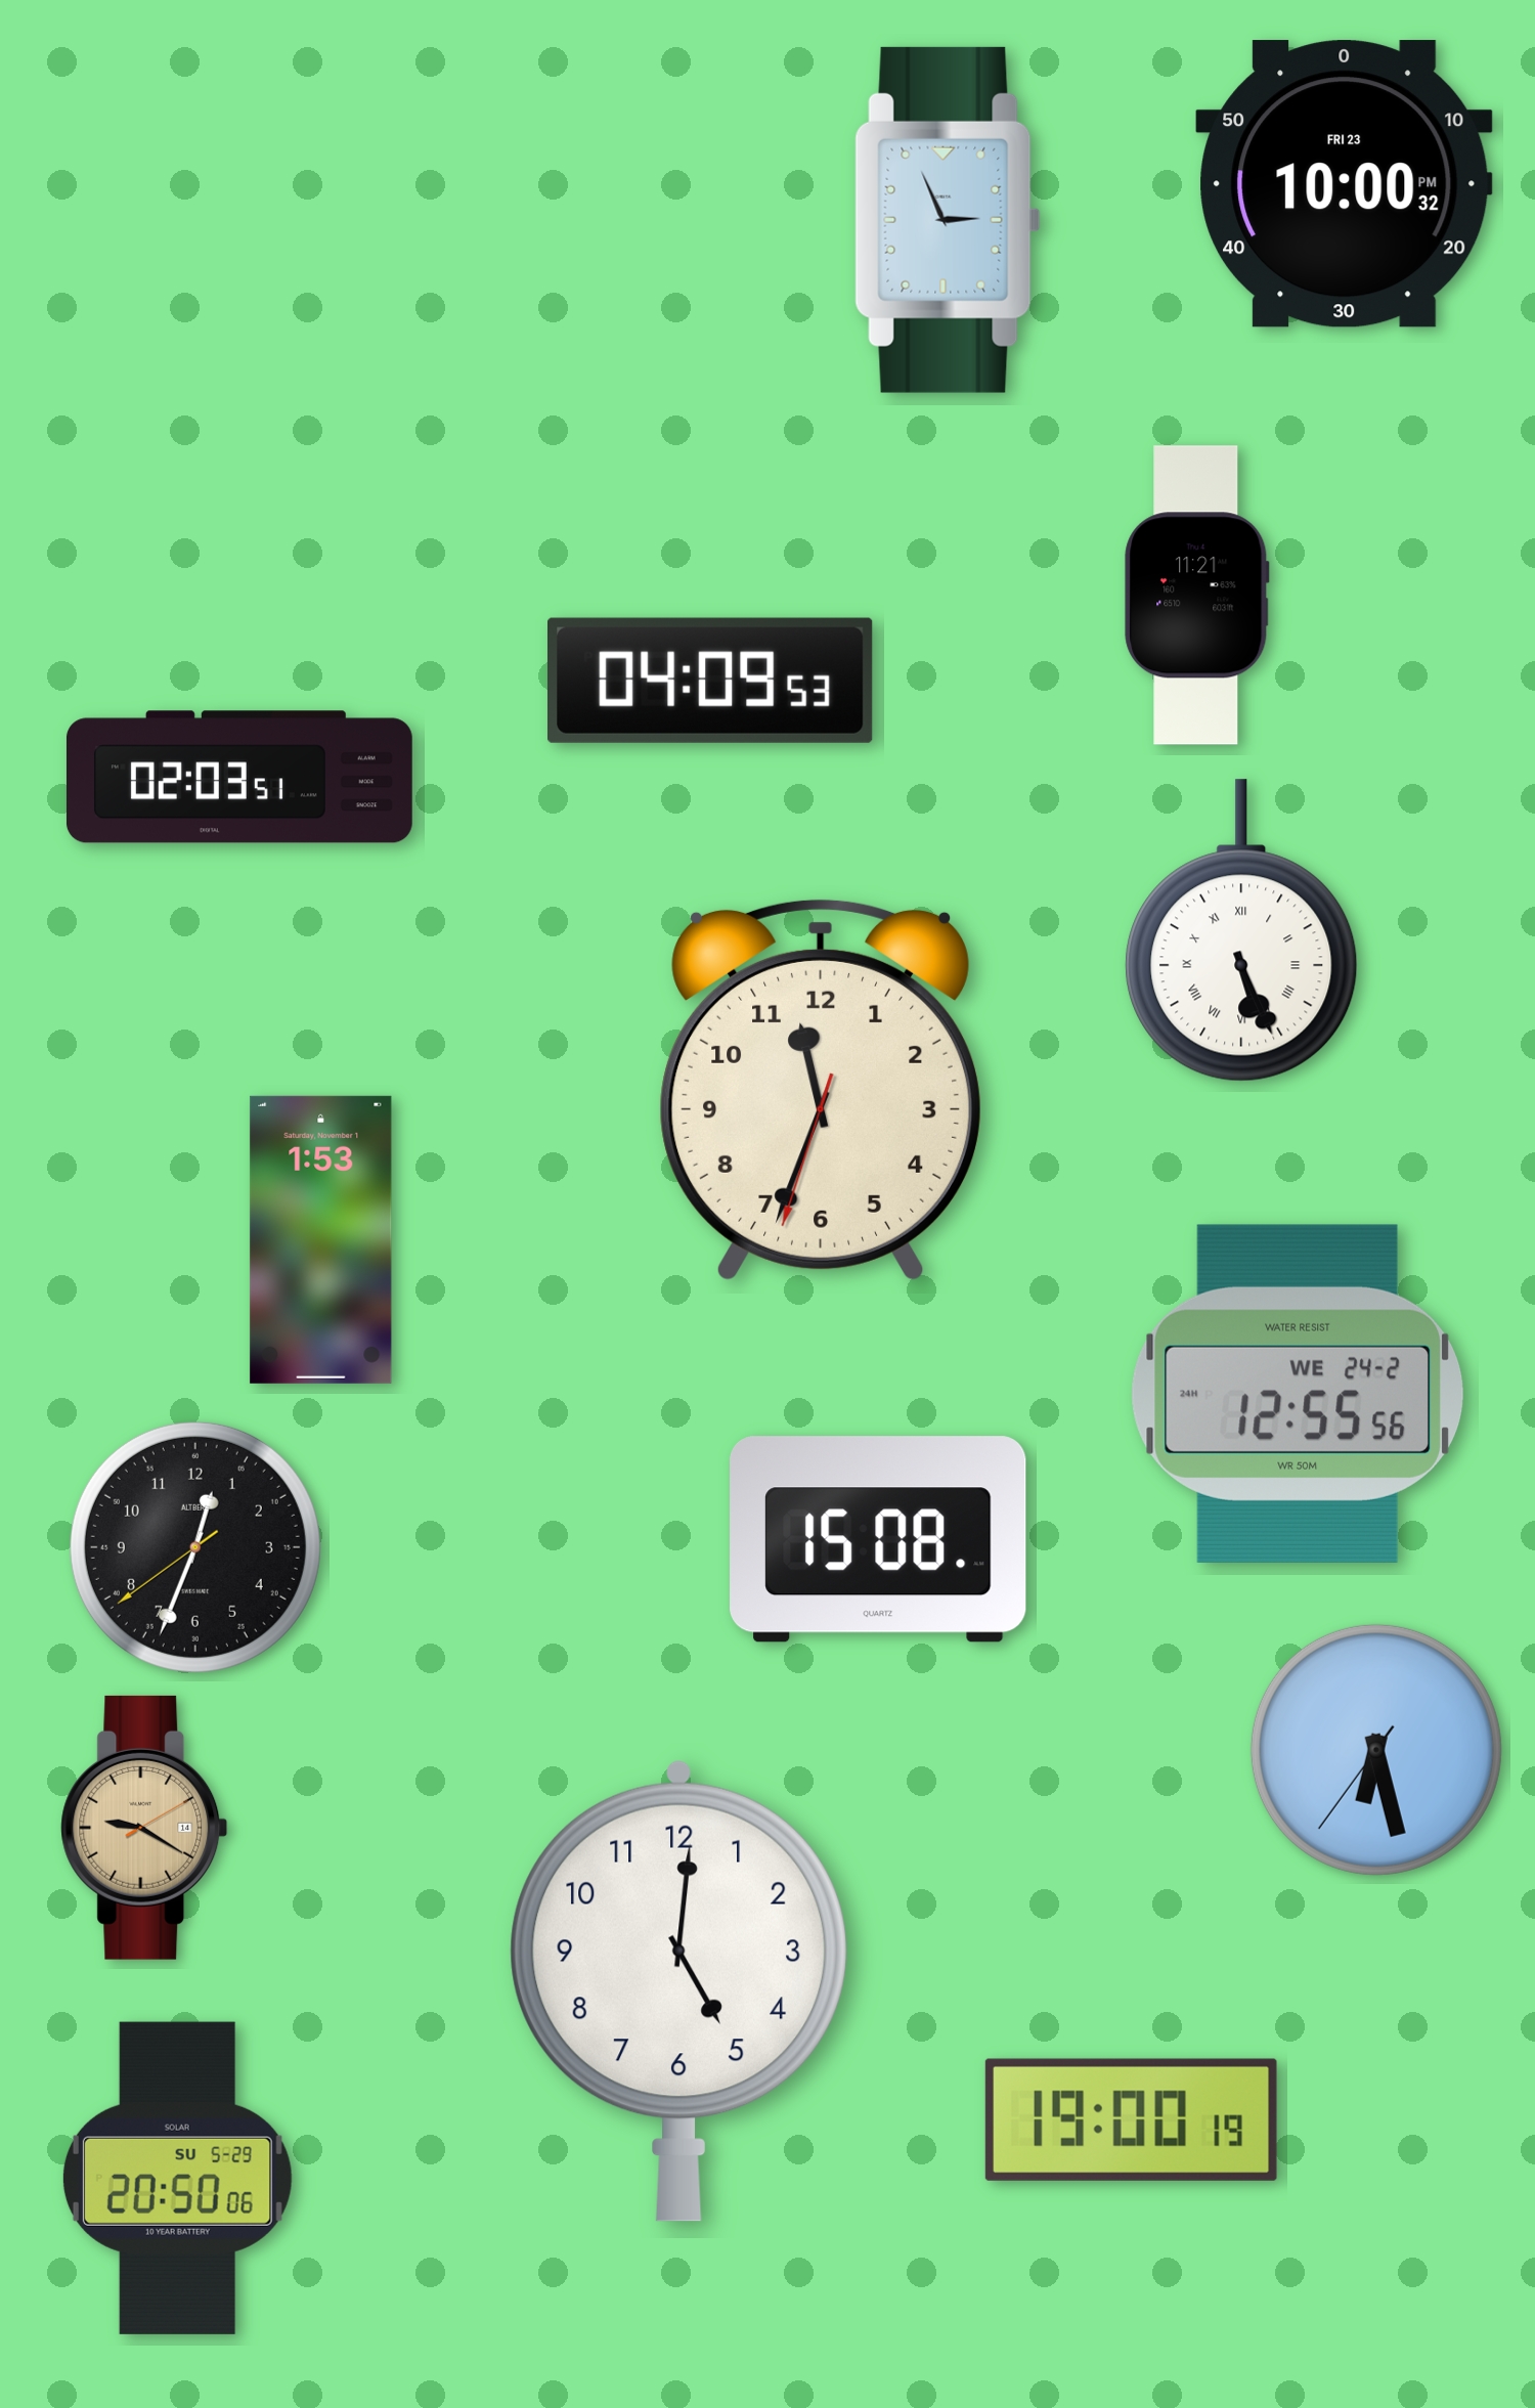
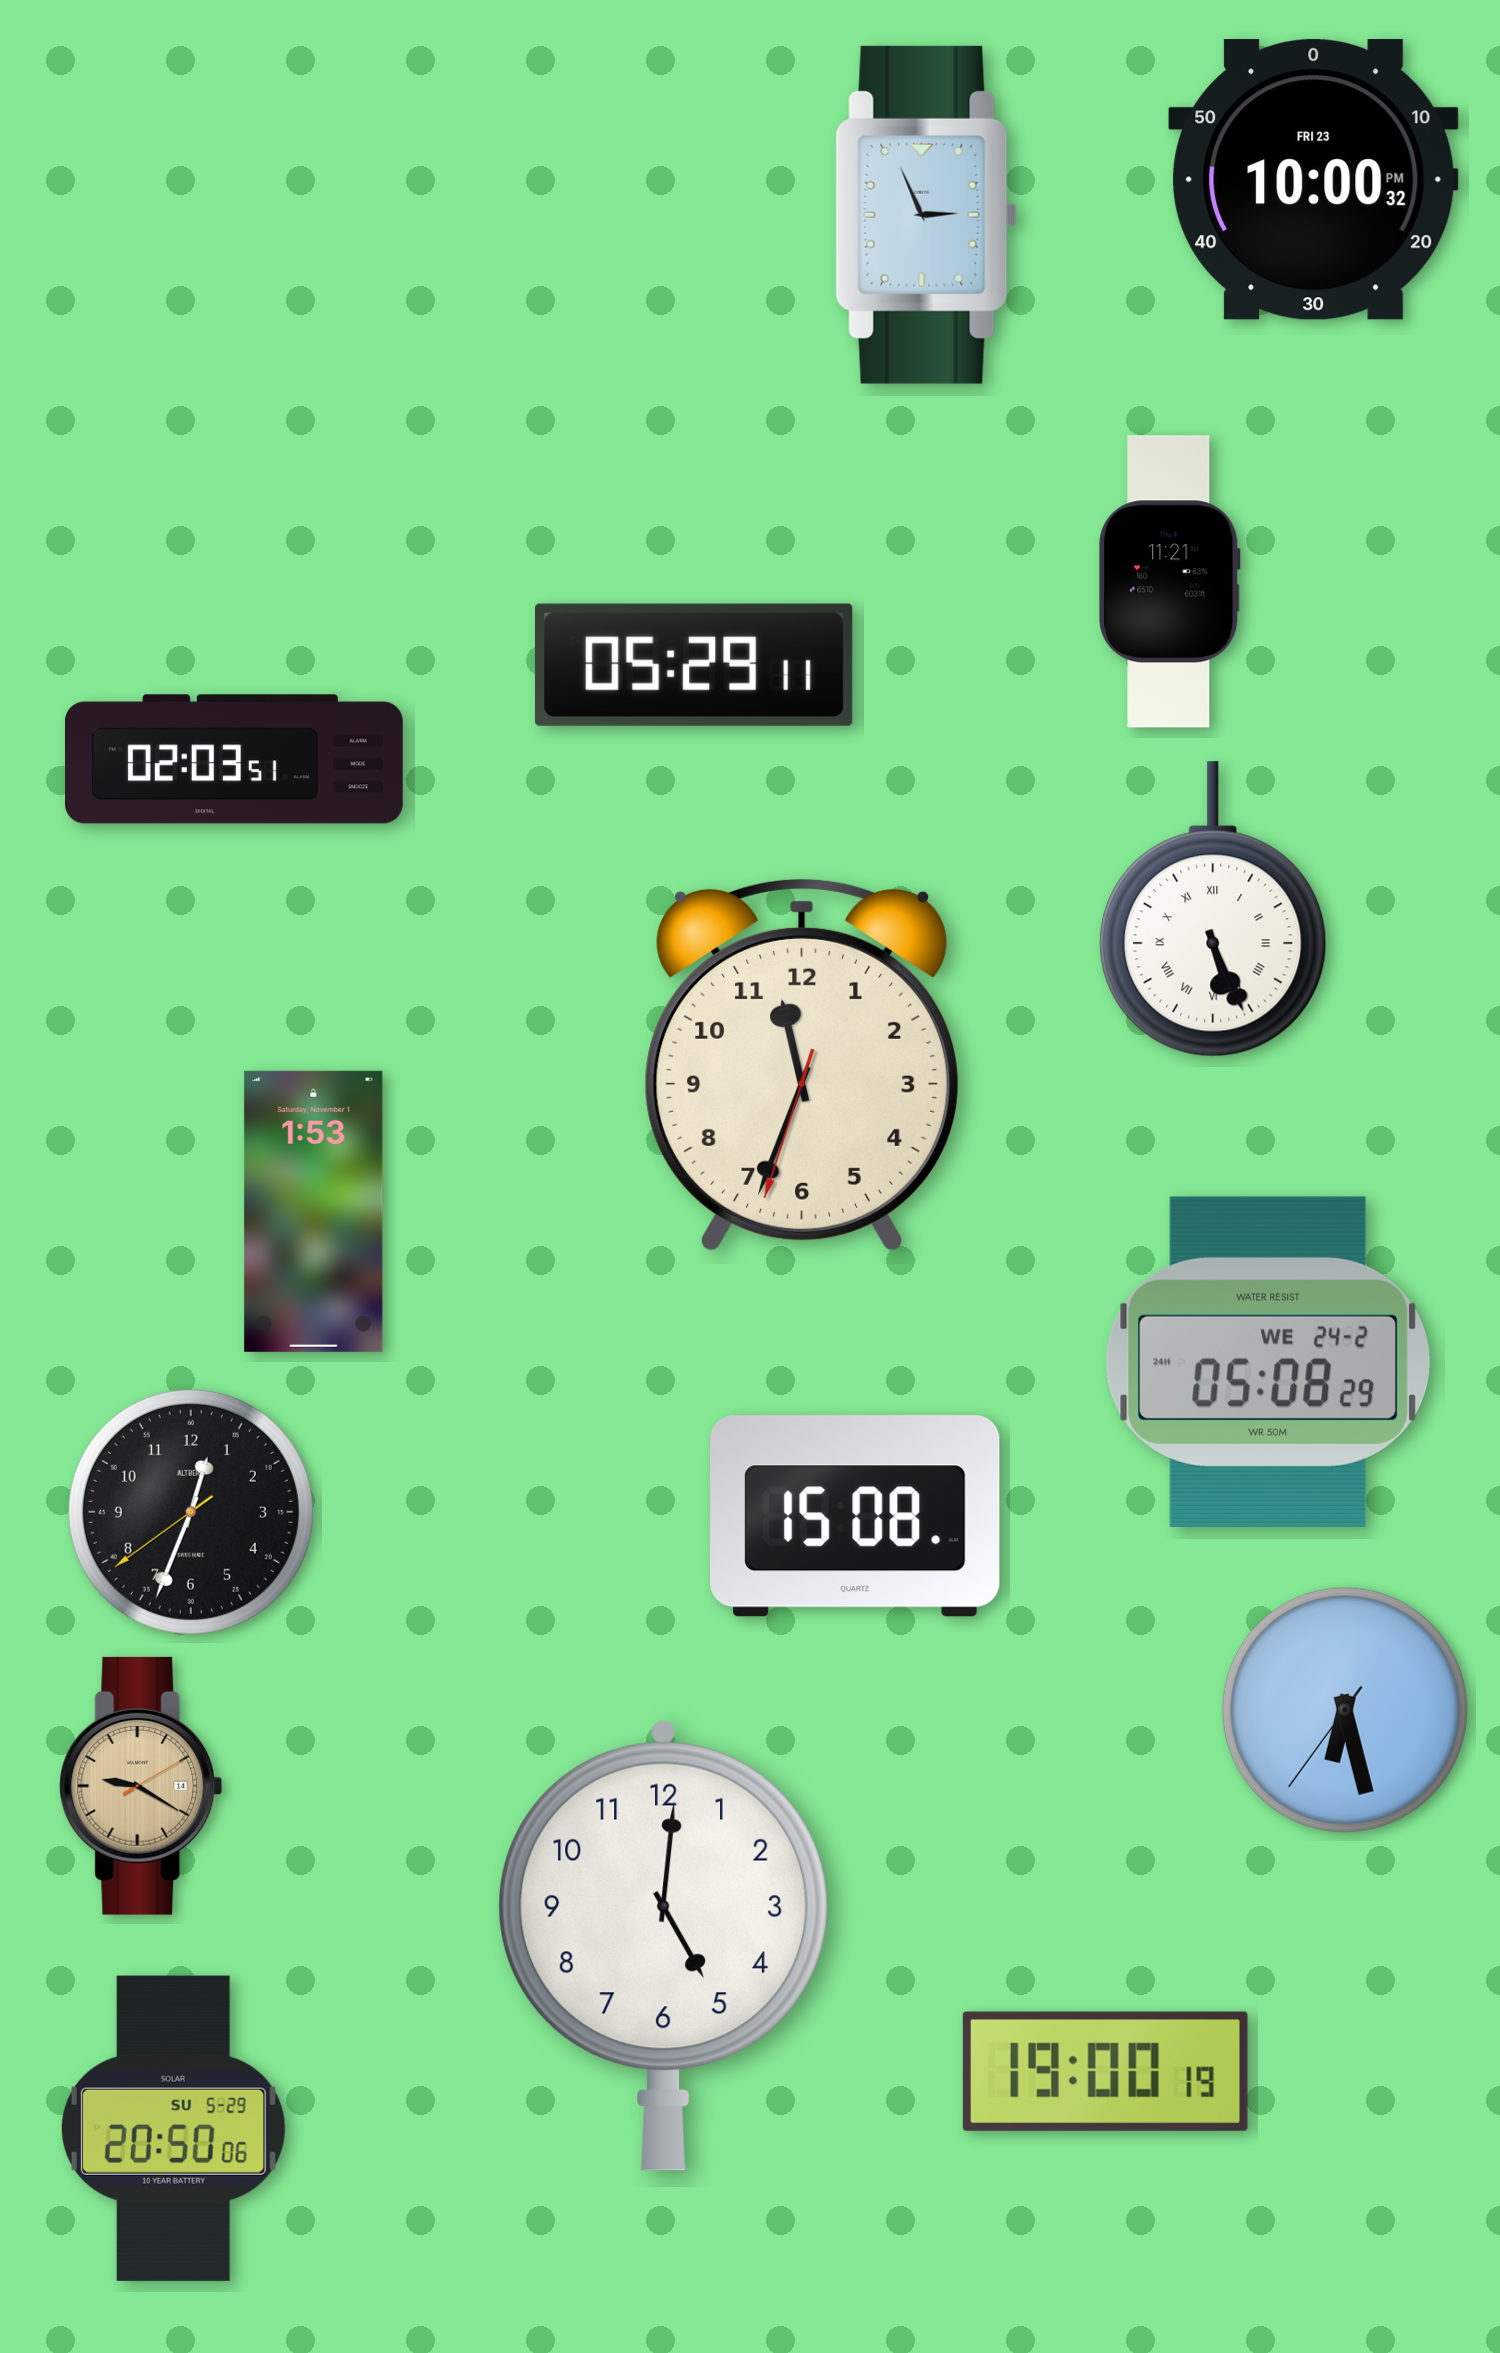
clock at (711, 681): 04:09 -> 05:29
clock at (1298, 1394): 12:55 -> 05:08
clock at (878, 1539) position: (878, 1539) -> (855, 1516)
